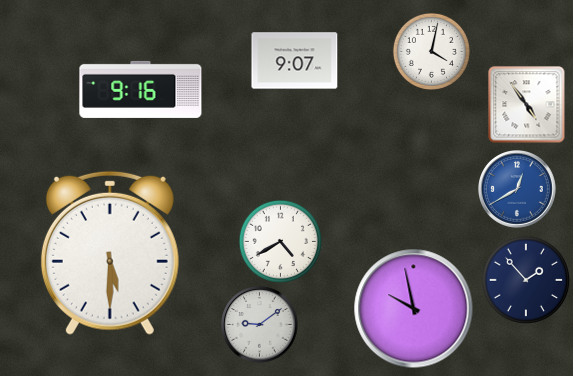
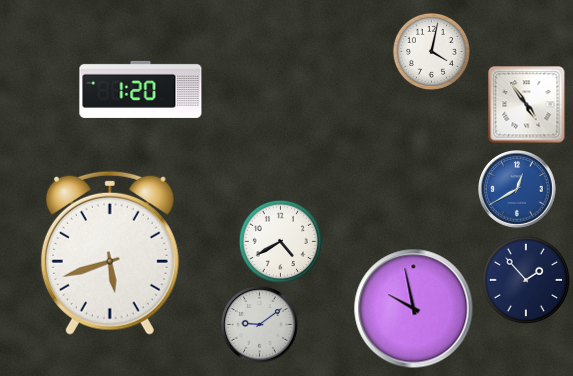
clock at (295, 61): 9:07 -> none
clock at (141, 89): 9:16 -> 1:20
clock at (110, 253): 5:30 -> 5:42
